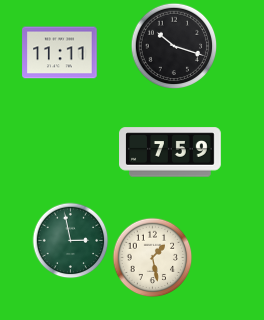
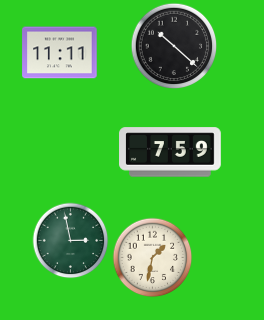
clock at (174, 46): 10:18 -> 10:22
clock at (153, 258): 1:28 -> 1:32
